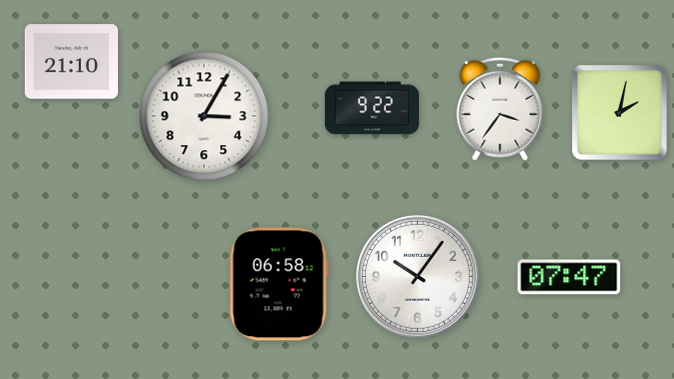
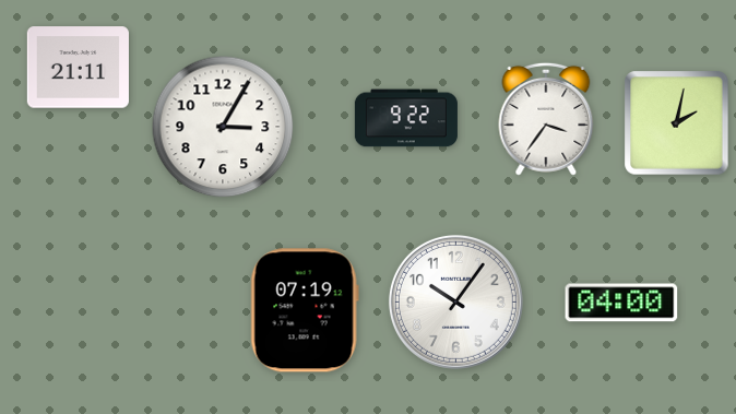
clock at (71, 62): 21:10 -> 21:11
clock at (569, 277): 07:47 -> 04:00
clock at (279, 284): 06:58 -> 07:19
